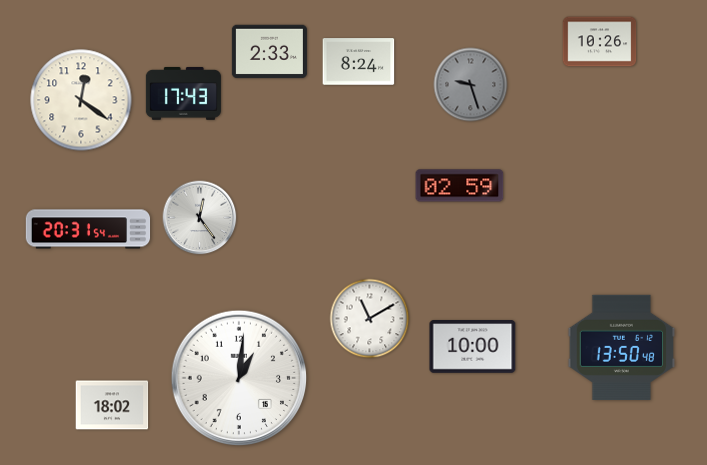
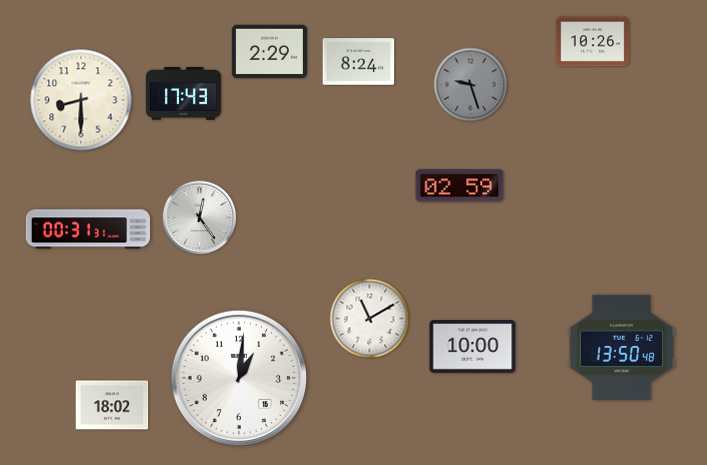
clock at (600, 42) position: (600, 42) -> (593, 42)
clock at (269, 52): 2:33 -> 2:29
clock at (81, 100): 12:21 -> 8:30
clock at (88, 229): 20:31 -> 00:31
